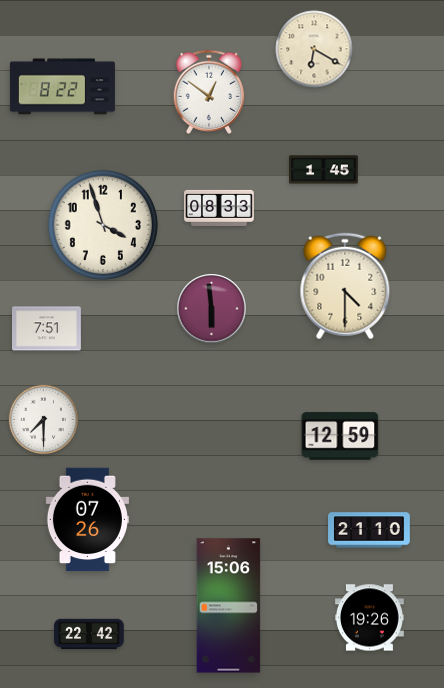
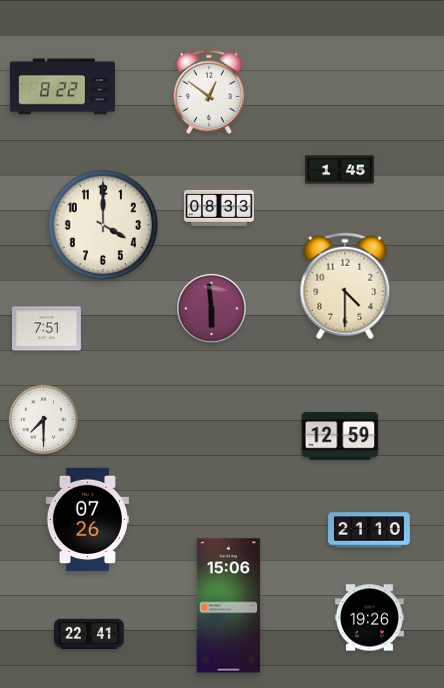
clock at (314, 49): 6:20 -> none
clock at (324, 170) position: (324, 170) -> (340, 170)
clock at (103, 225): 3:57 -> 4:00
clock at (89, 634): 22:42 -> 22:41
